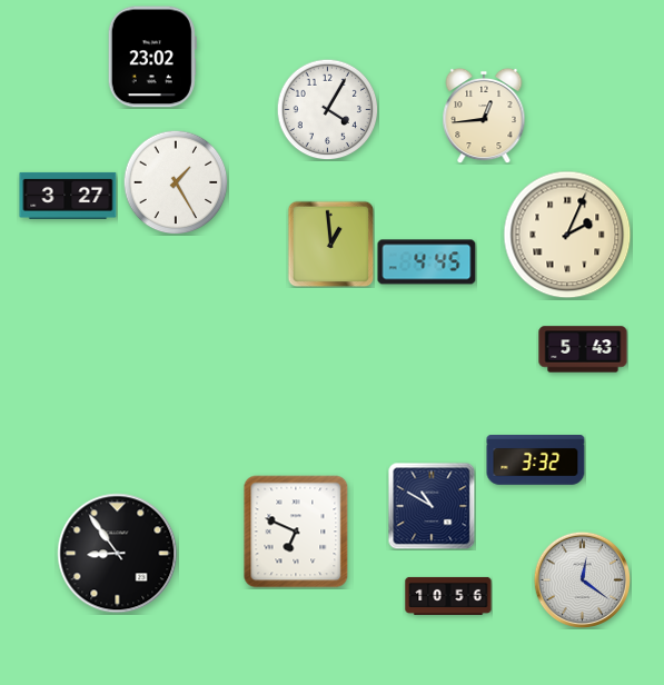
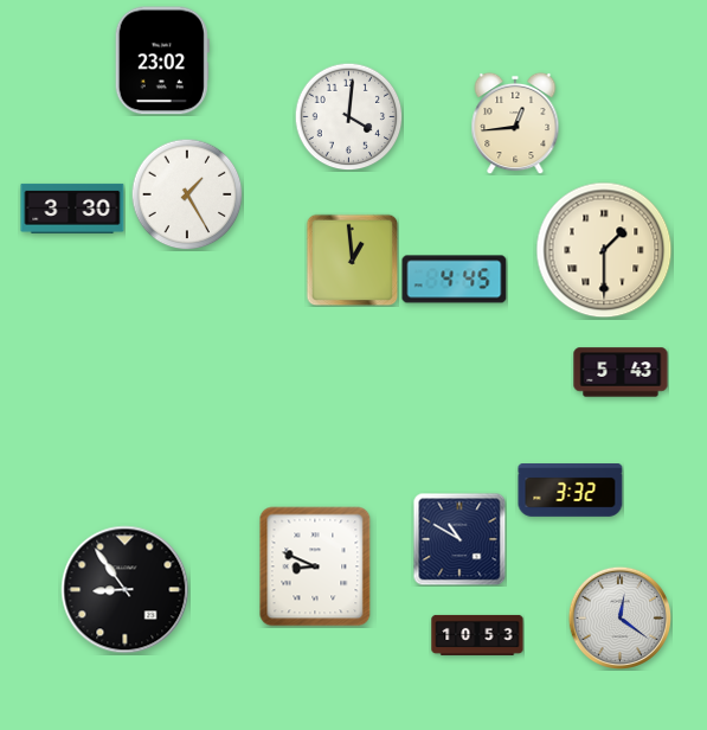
clock at (327, 109): 4:05 -> 4:01
clock at (68, 196): 3:27 -> 3:30
clock at (567, 235): 2:04 -> 1:30
clock at (296, 532): 6:49 -> 8:49
clock at (448, 596): 10:56 -> 10:53
